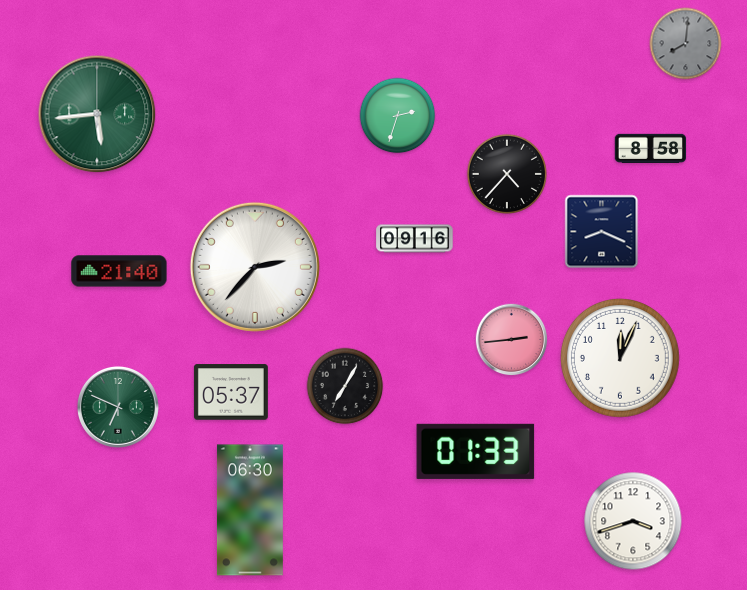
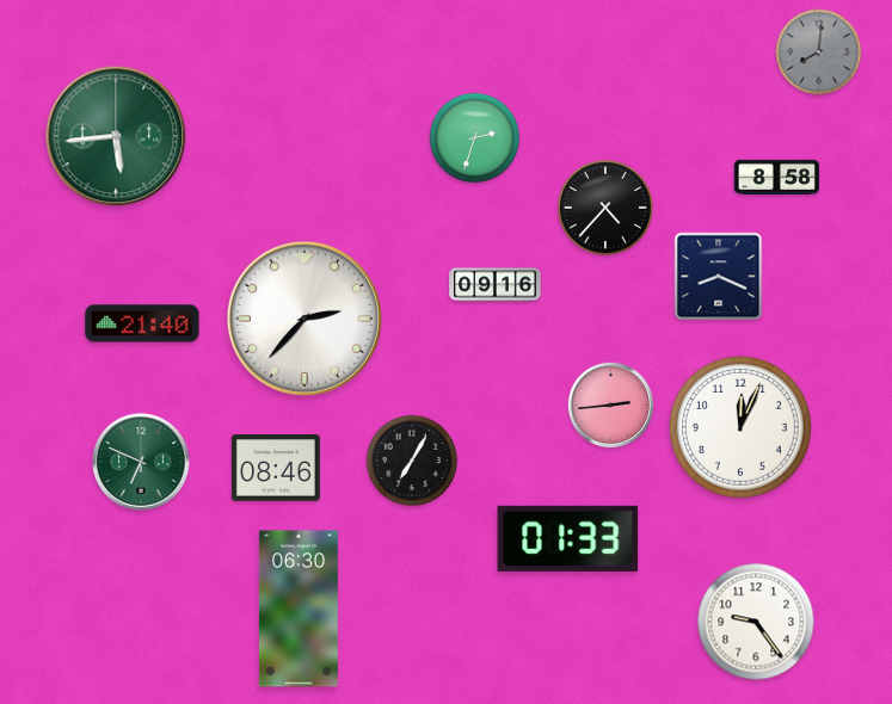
clock at (231, 392): 05:37 -> 08:46
clock at (118, 407) position: (118, 407) -> (141, 462)
clock at (633, 521): 3:42 -> 9:24
